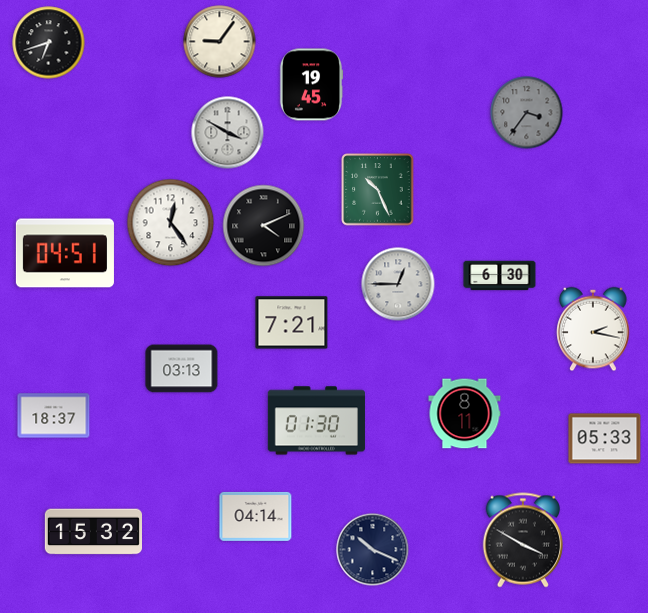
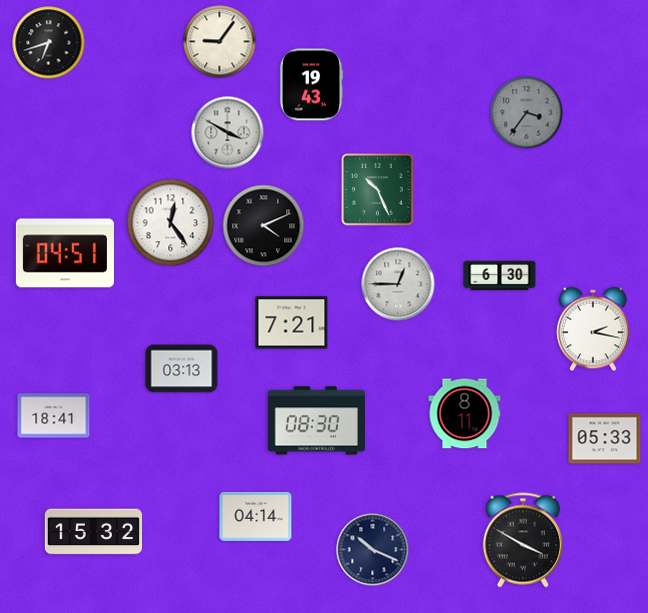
clock at (311, 85): 19:45 -> 19:43
clock at (54, 416): 18:37 -> 18:41
clock at (316, 421): 01:30 -> 08:30
